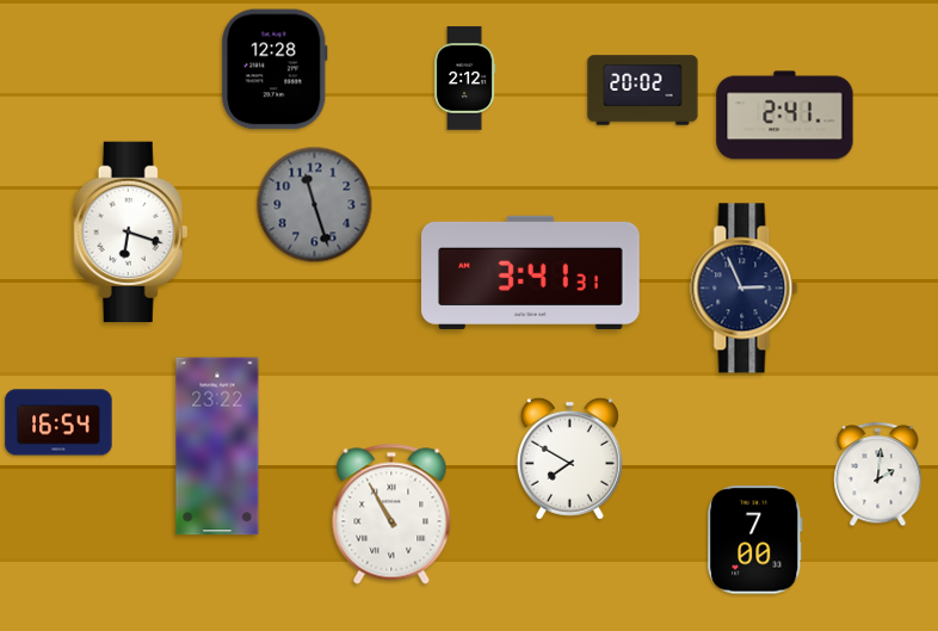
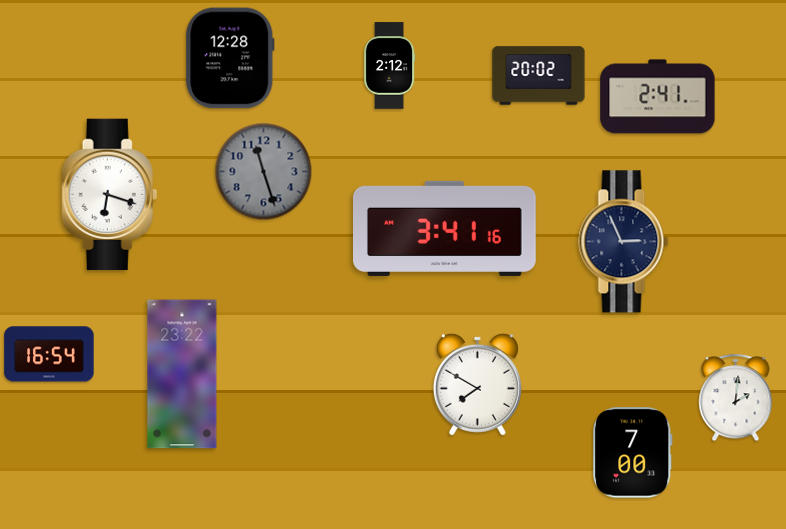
clock at (531, 272): 3:41:31 -> 3:41:16
clock at (391, 514): 10:55 -> none
